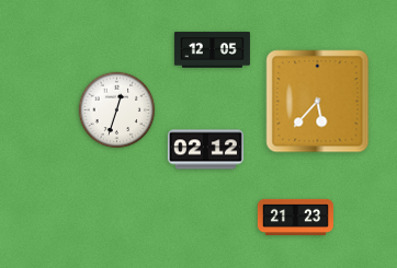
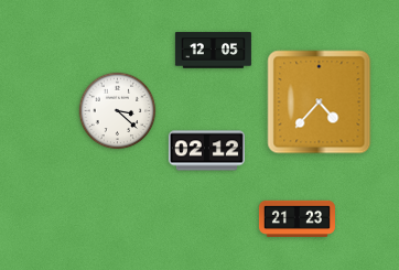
clock at (318, 102): 5:37 -> 4:37
clock at (117, 110): 12:33 -> 3:22
